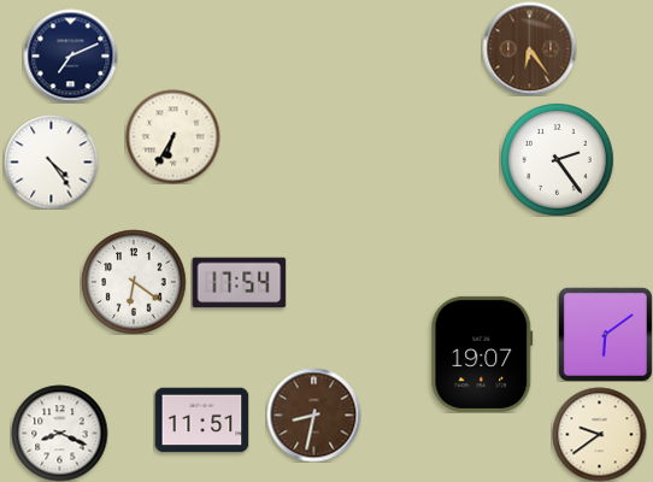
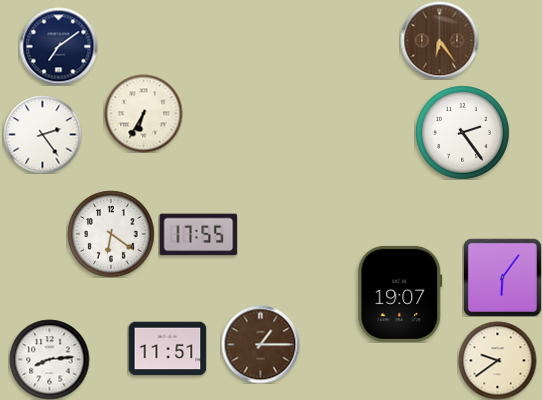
clock at (70, 55): 7:11 -> 7:09
clock at (51, 161): 4:24 -> 2:24
clock at (239, 283): 17:54 -> 17:55
clock at (605, 334): 6:09 -> 6:06
clock at (313, 415): 8:32 -> 1:15
clock at (59, 433): 8:19 -> 8:14
